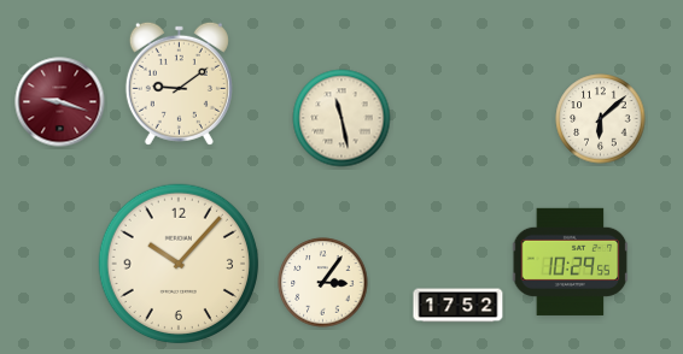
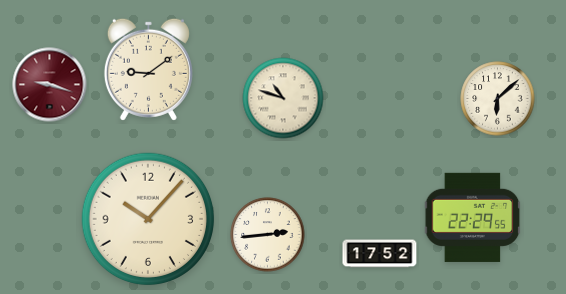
clock at (341, 118): 11:28 -> 10:48
clock at (571, 261): 10:29 -> 22:29
clock at (323, 283): 3:06 -> 2:44
